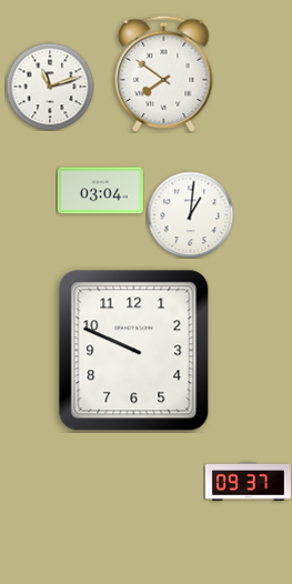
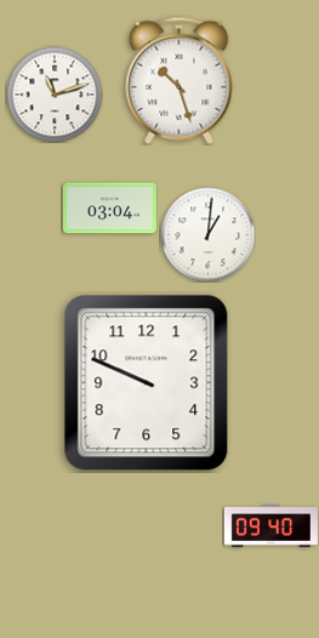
clock at (164, 73): 7:51 -> 10:27
clock at (248, 482): 09:37 -> 09:40
